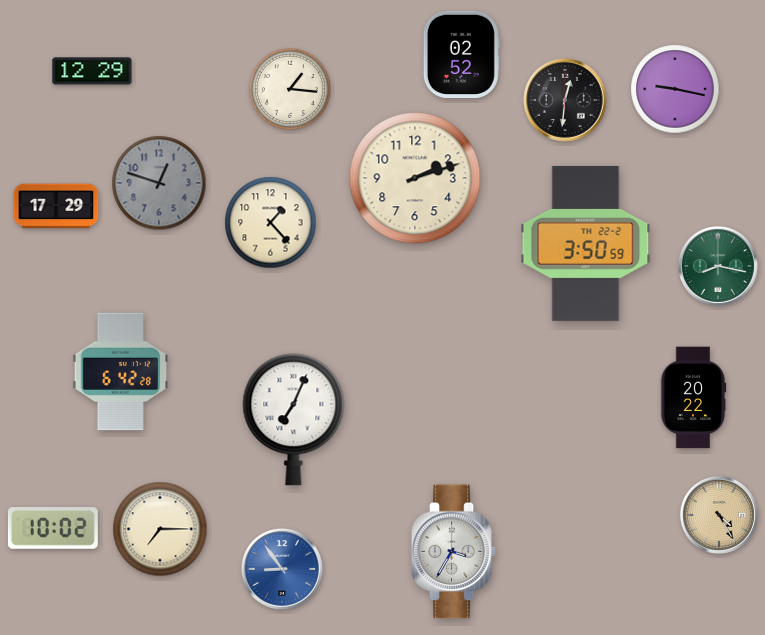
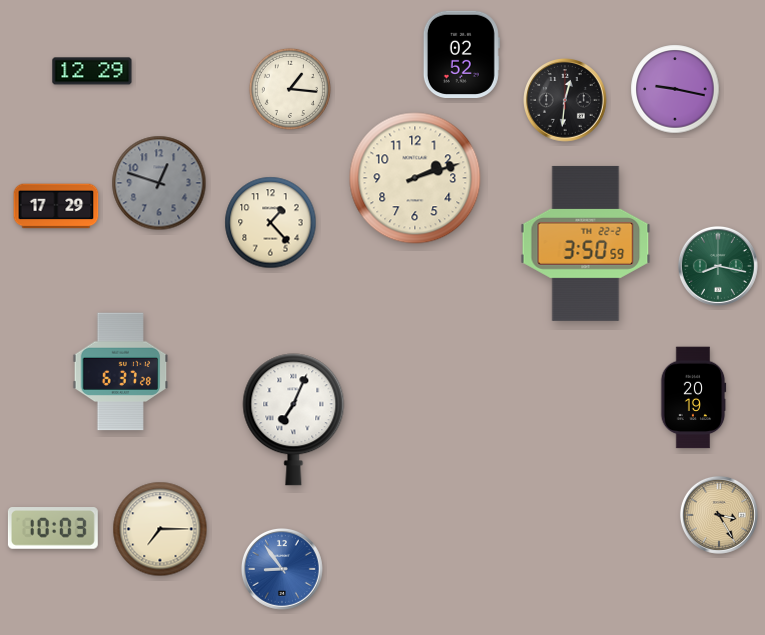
clock at (121, 372): 6:42 -> 6:37
clock at (693, 398): 20:22 -> 20:19
clock at (719, 515): 4:25 -> 3:25
clock at (53, 529): 10:02 -> 10:03
clock at (454, 552): 3:35 -> none
